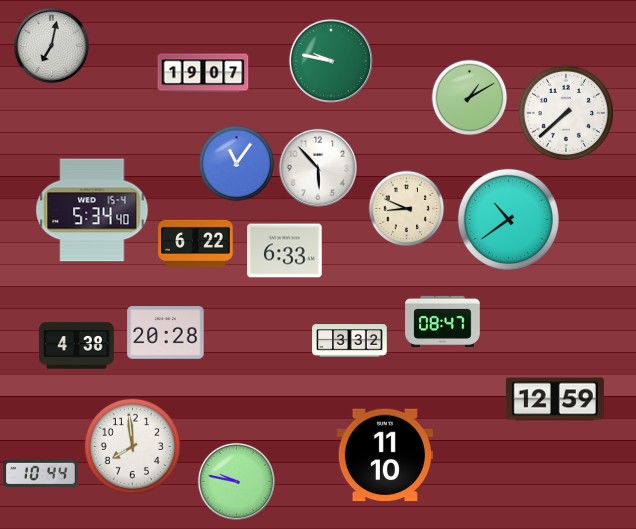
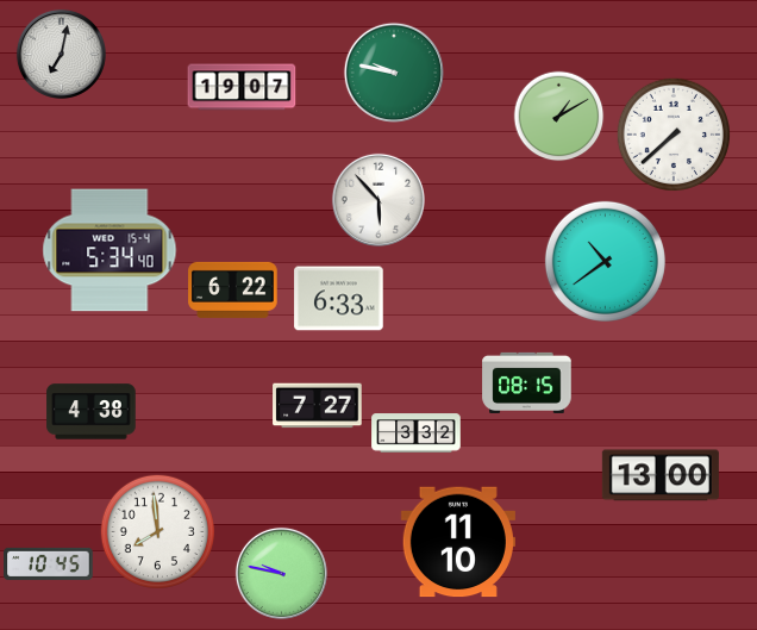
clock at (237, 164): 11:06 -> none
clock at (407, 209): 8:49 -> none
clock at (443, 321): 08:47 -> 08:15
clock at (166, 333): 20:28 -> none
clock at (318, 406): none -> 7:27
clock at (350, 341) position: (350, 341) -> (417, 433)
clock at (555, 399): 12:59 -> 13:00
clock at (41, 473): 10:44 -> 10:45
